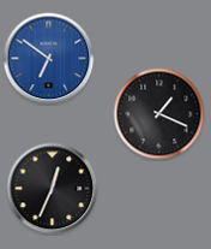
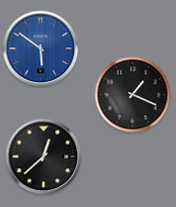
clock at (49, 59): 6:51 -> 5:51
clock at (53, 189): 12:34 -> 12:38
